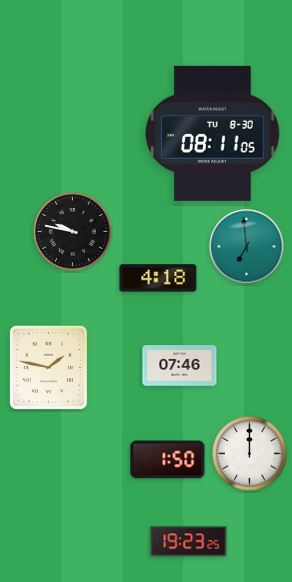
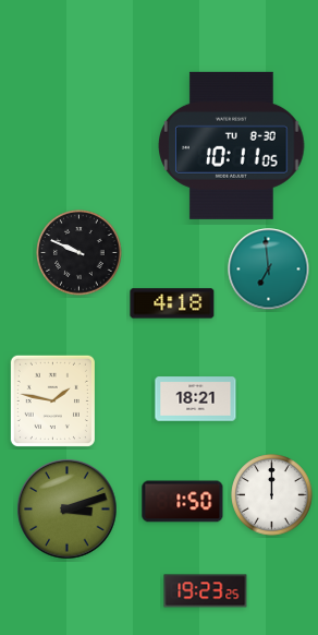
clock at (213, 133): 08:11 -> 10:11
clock at (73, 232): 9:47 -> 9:49
clock at (180, 366): 07:46 -> 18:21
clock at (68, 510): none -> 3:12
